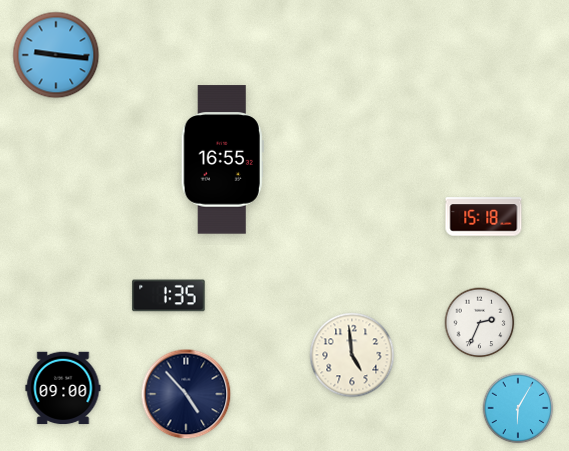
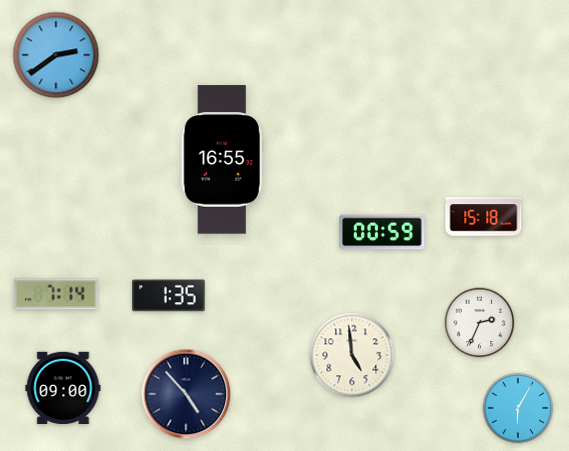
clock at (56, 55): 9:16 -> 2:39
clock at (382, 232): none -> 00:59
clock at (56, 294): none -> 7:14
